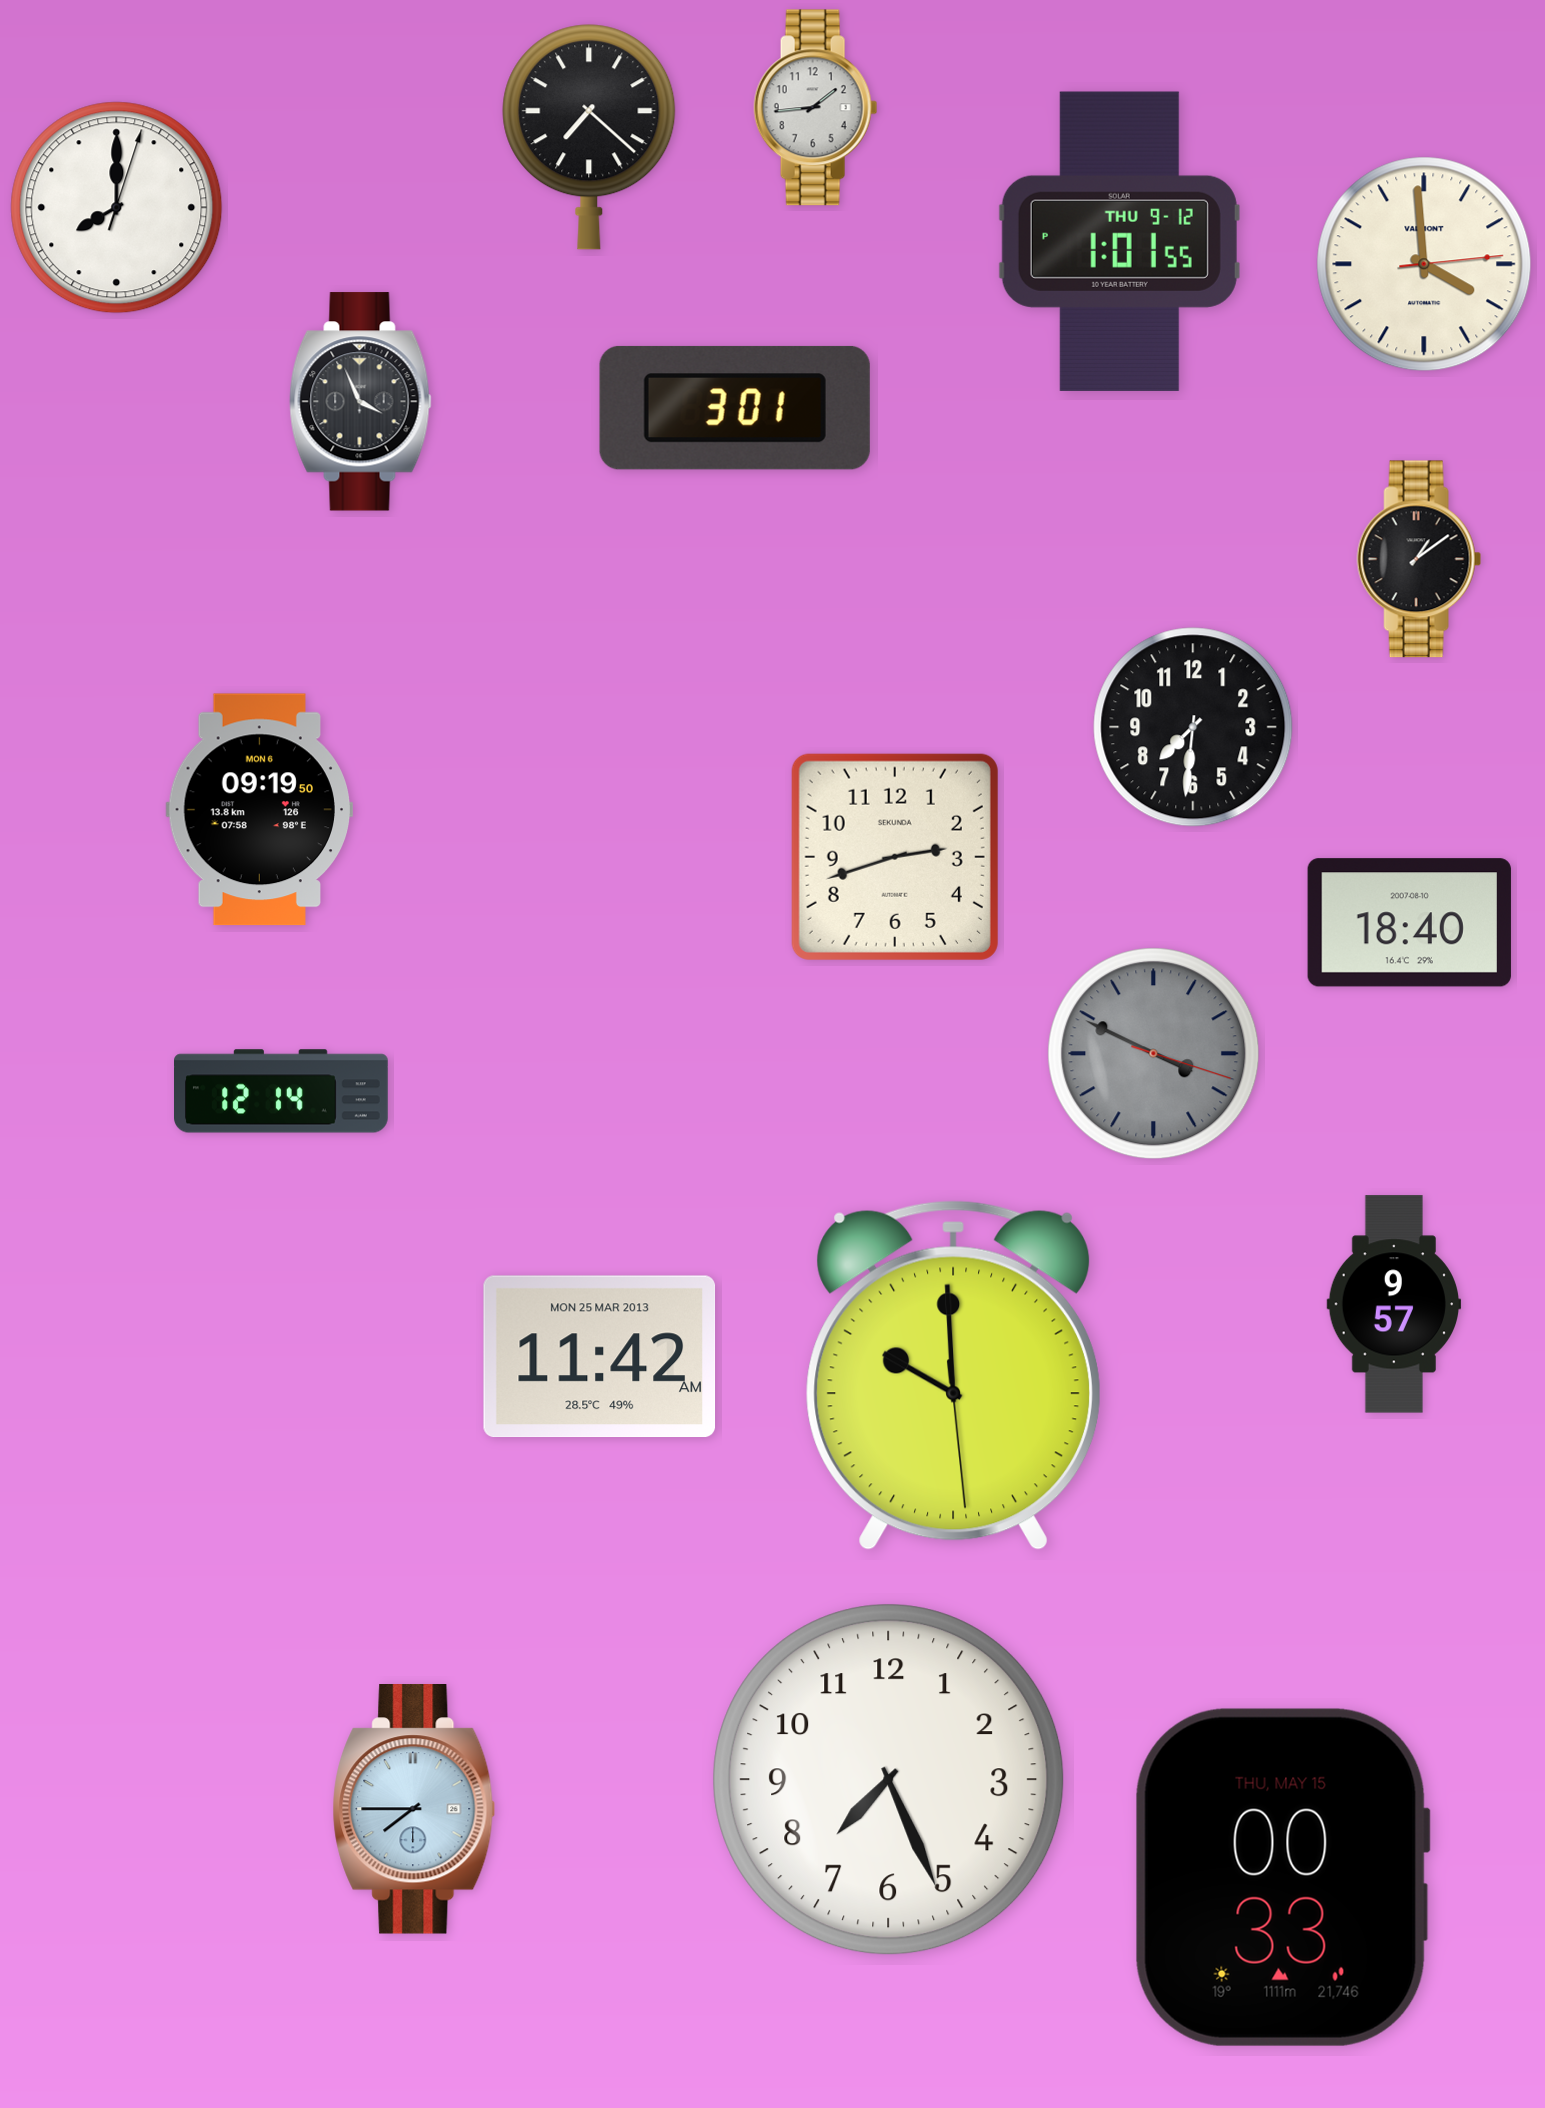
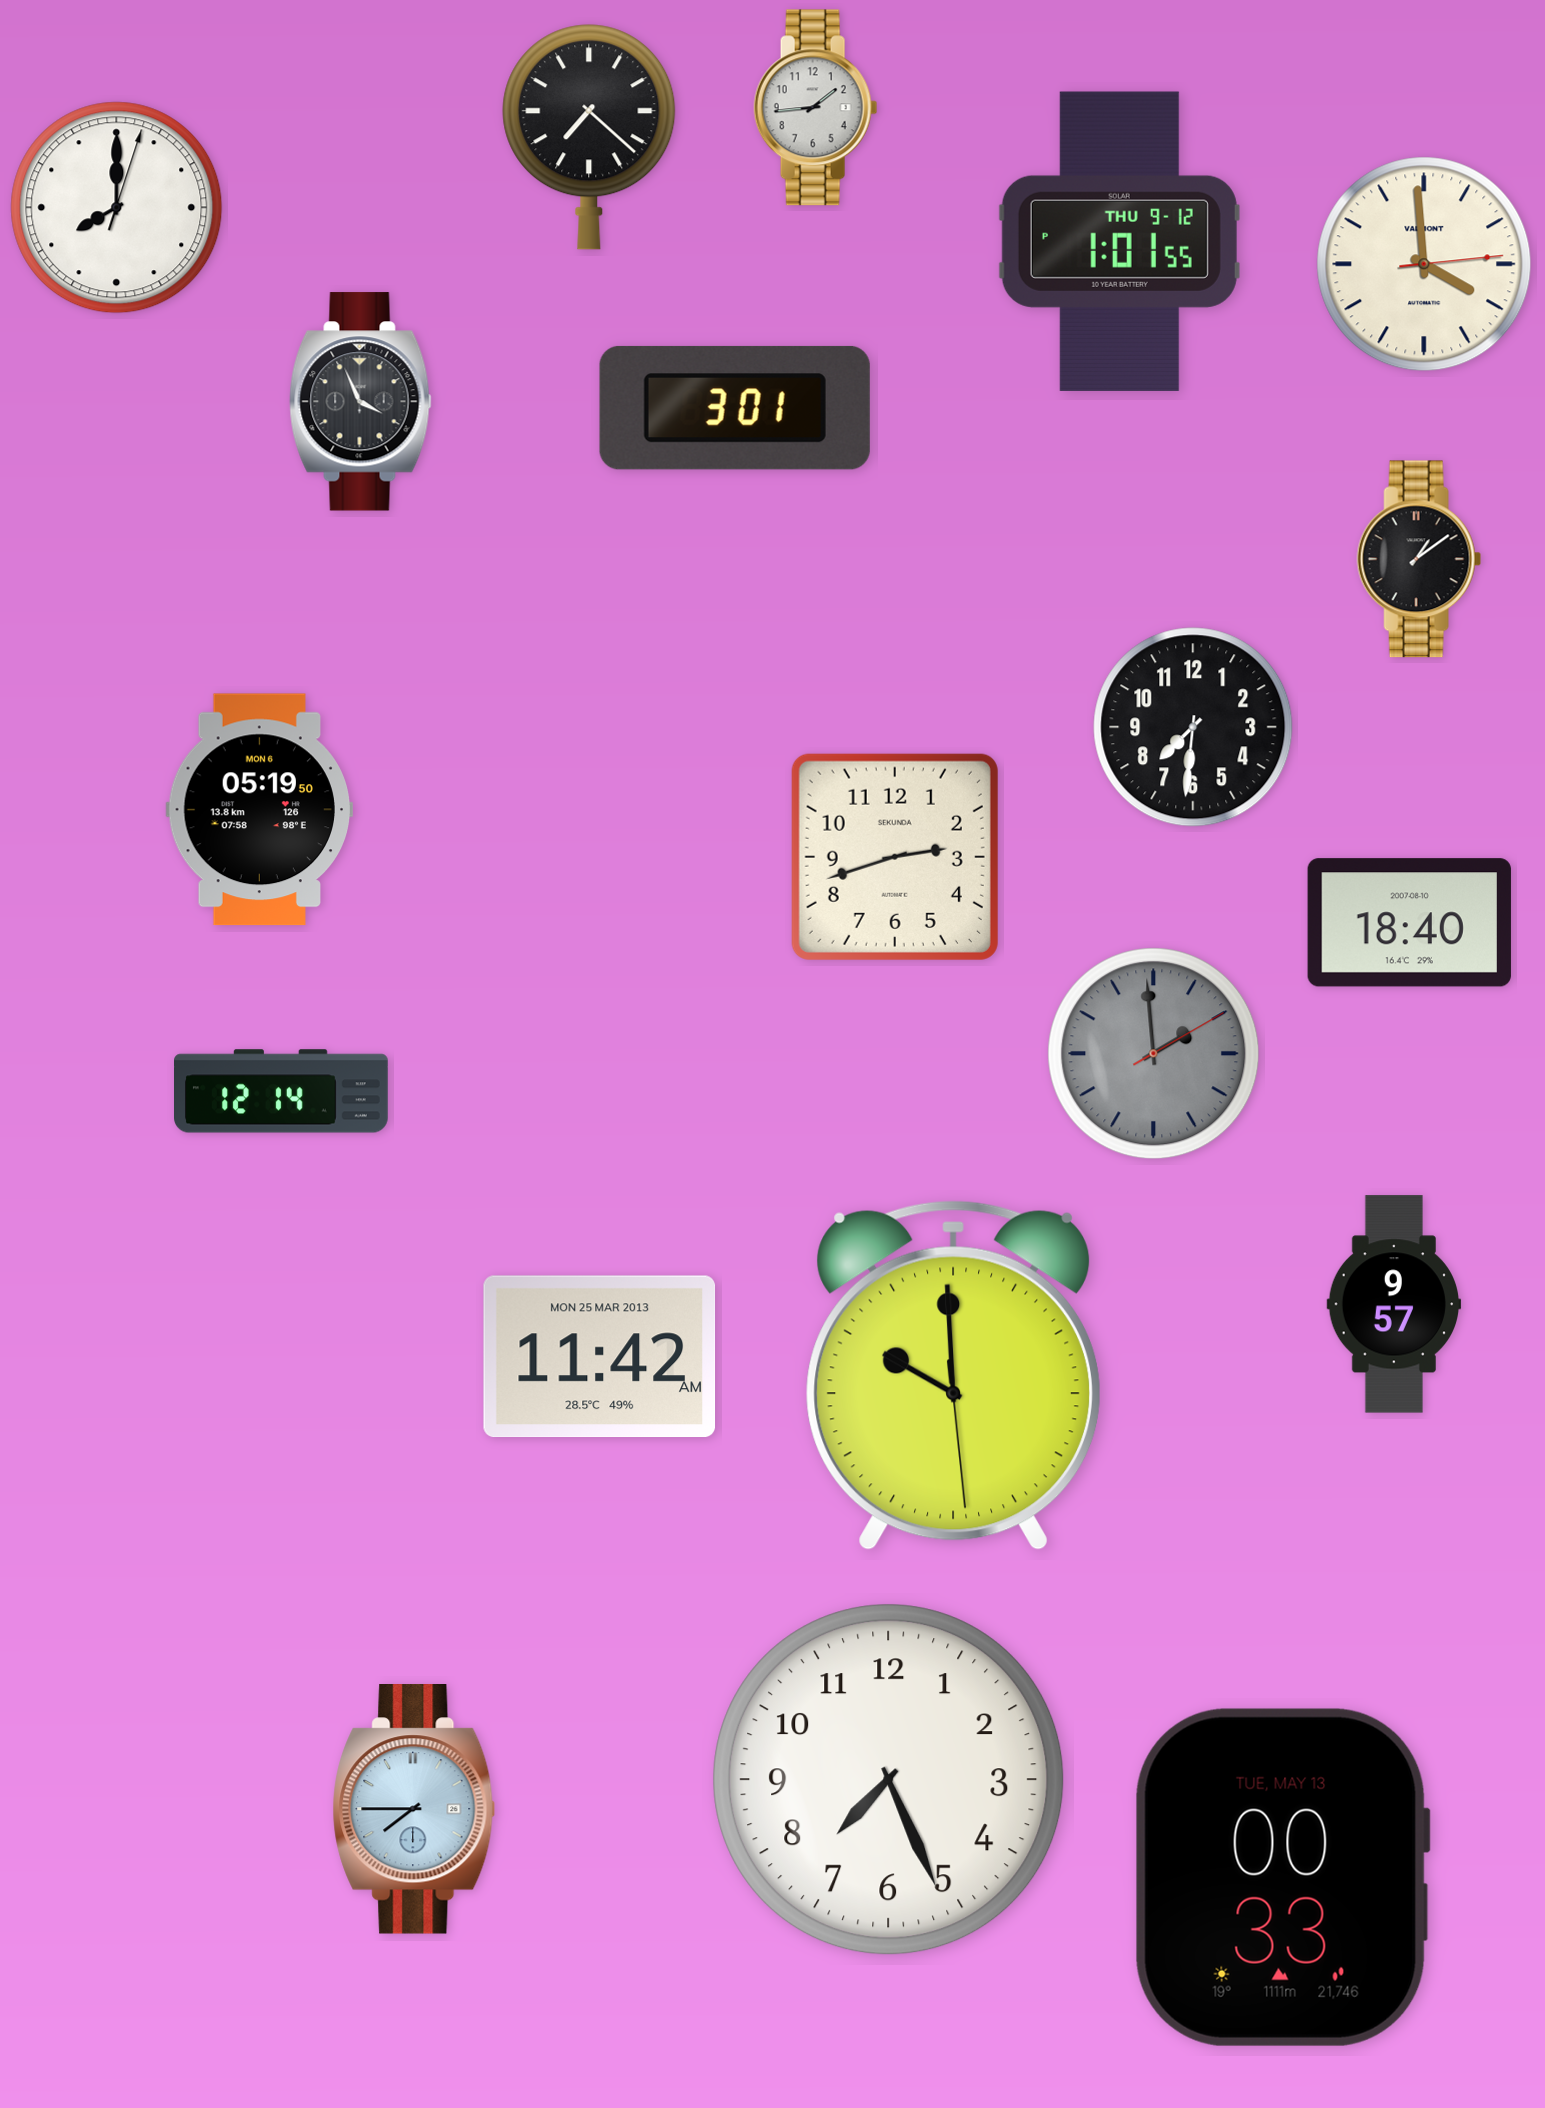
clock at (259, 810): 09:19 -> 05:19
clock at (1154, 1054): 3:49 -> 1:59
clock at (1282, 1877) date: THU, MAY 15 -> TUE, MAY 13
